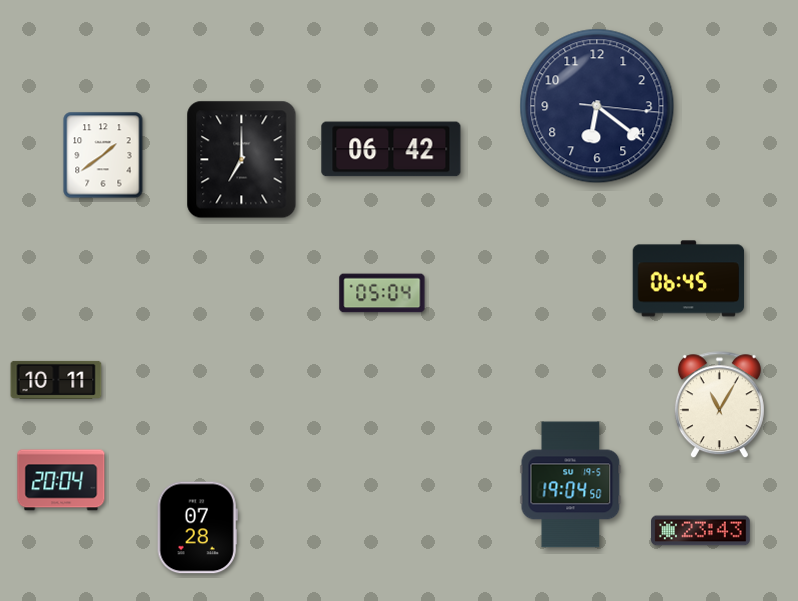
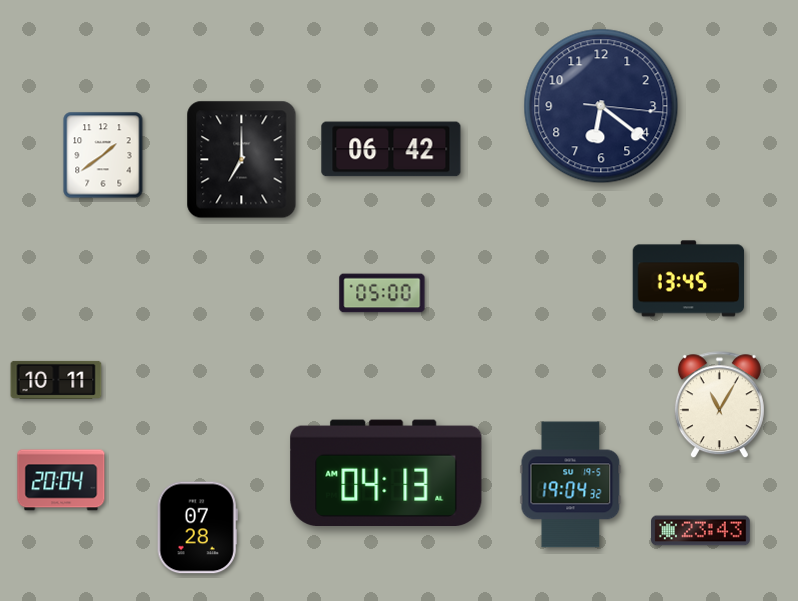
clock at (597, 106) position: (597, 106) -> (601, 106)
clock at (689, 279): 06:45 -> 13:45
clock at (382, 293): 05:04 -> 05:00
clock at (386, 472): none -> 04:13
clock at (571, 485): 19:04:50 -> 19:04:32
